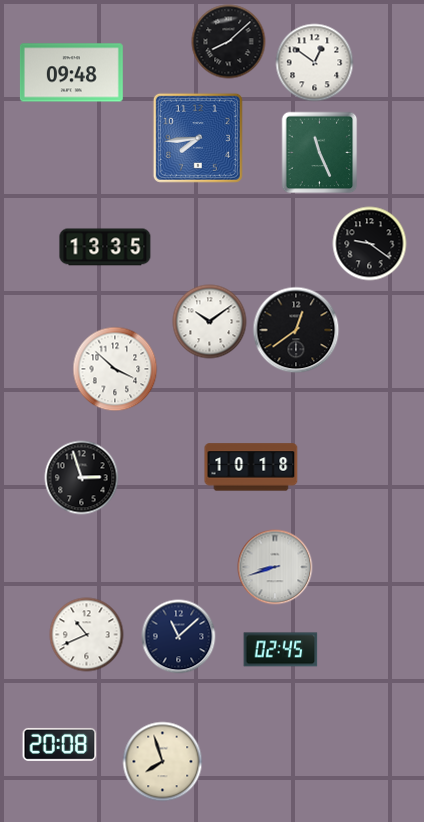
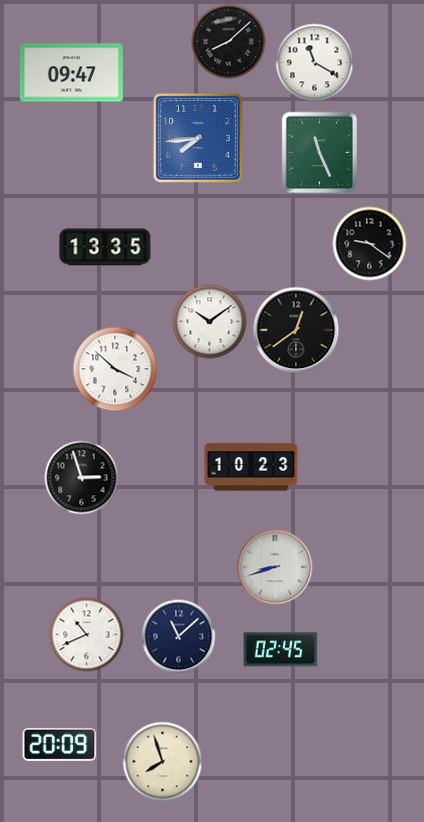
clock at (315, 63): 12:51 -> 11:20
clock at (71, 73): 09:48 -> 09:47
clock at (251, 467): 10:18 -> 10:23
clock at (60, 744): 20:08 -> 20:09
